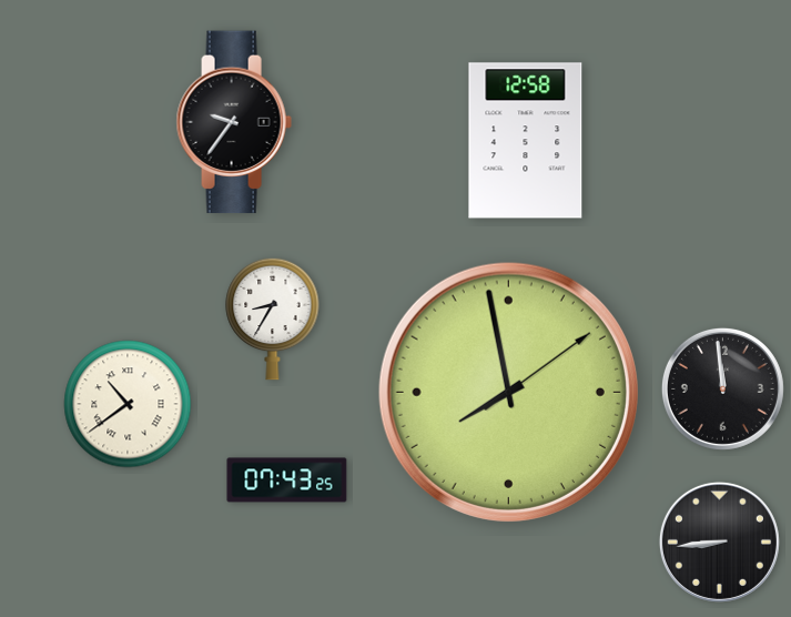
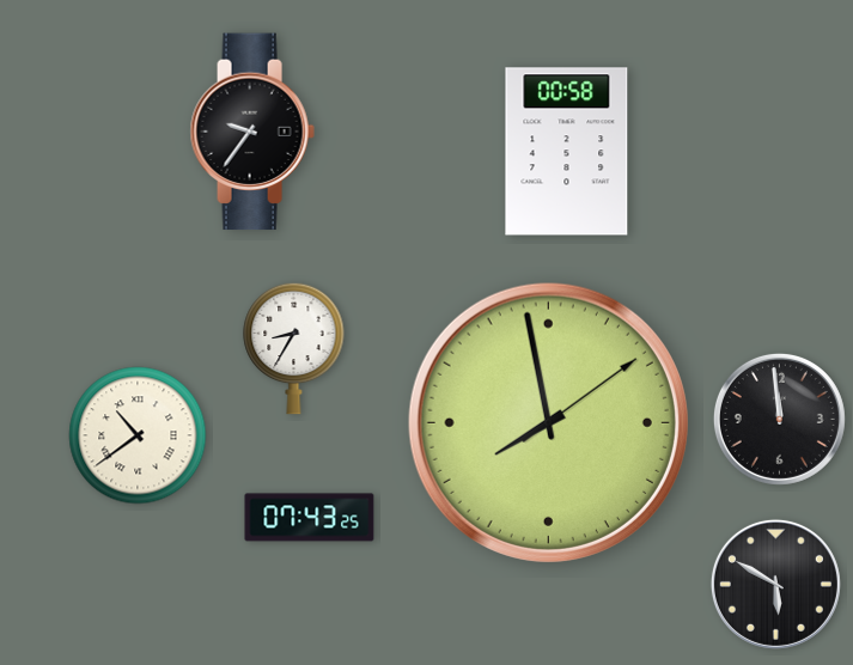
clock at (526, 141): 12:58 -> 00:58
clock at (273, 318) position: (273, 318) -> (294, 348)
clock at (719, 542): 8:44 -> 5:50
